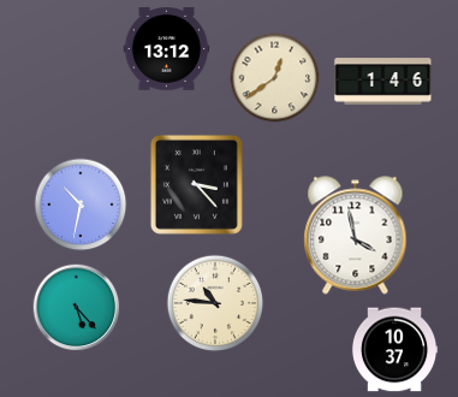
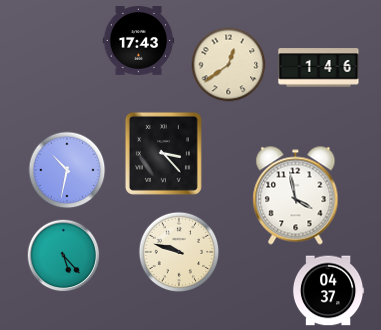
clock at (167, 49): 13:12 -> 17:43
clock at (215, 303): 10:46 -> 9:48
clock at (394, 350): 10:37 -> 04:37
